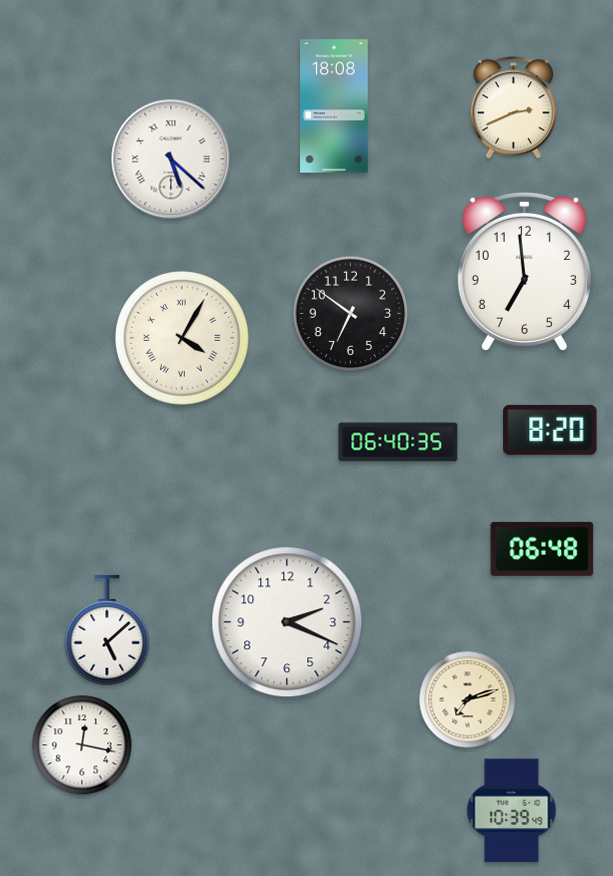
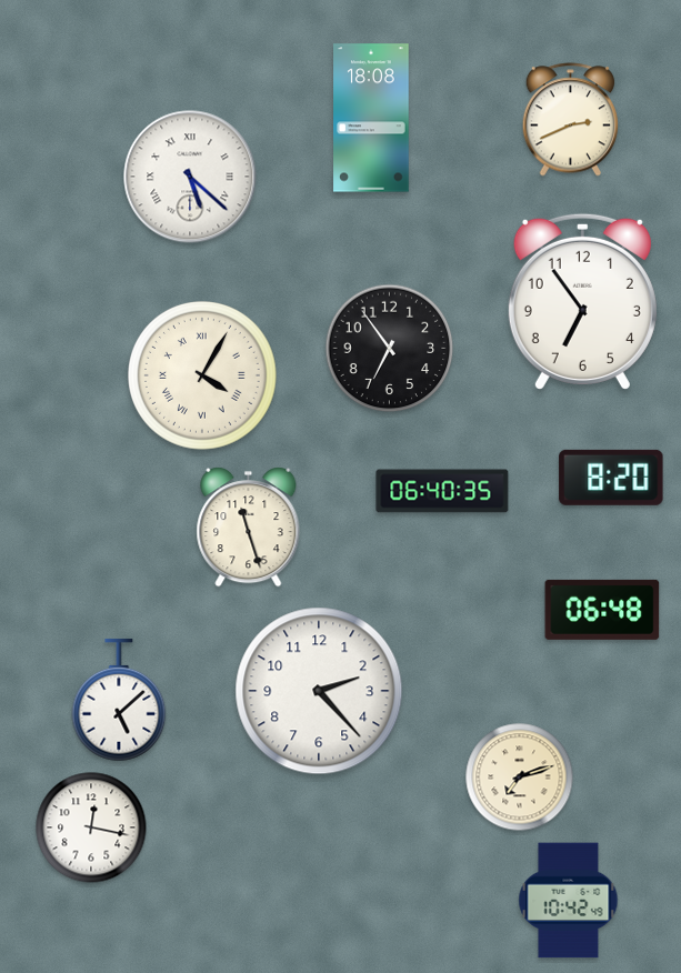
clock at (524, 271): 6:59 -> 6:54
clock at (351, 314): 6:51 -> 6:54
clock at (249, 528): none -> 11:27
clock at (287, 622): 2:19 -> 2:23
clock at (512, 811): 10:39 -> 10:42
